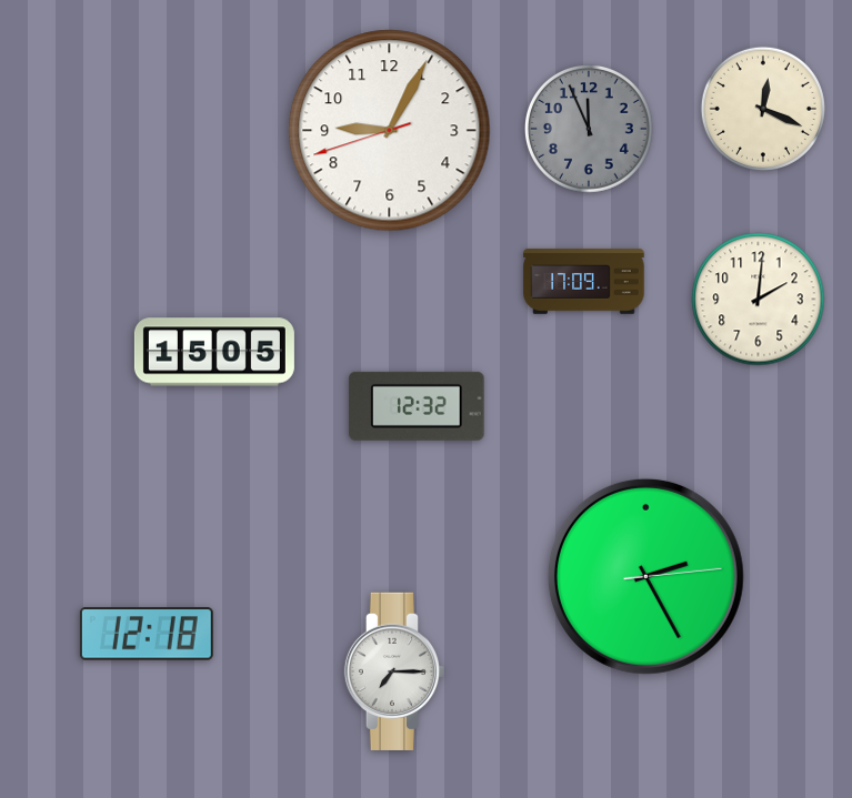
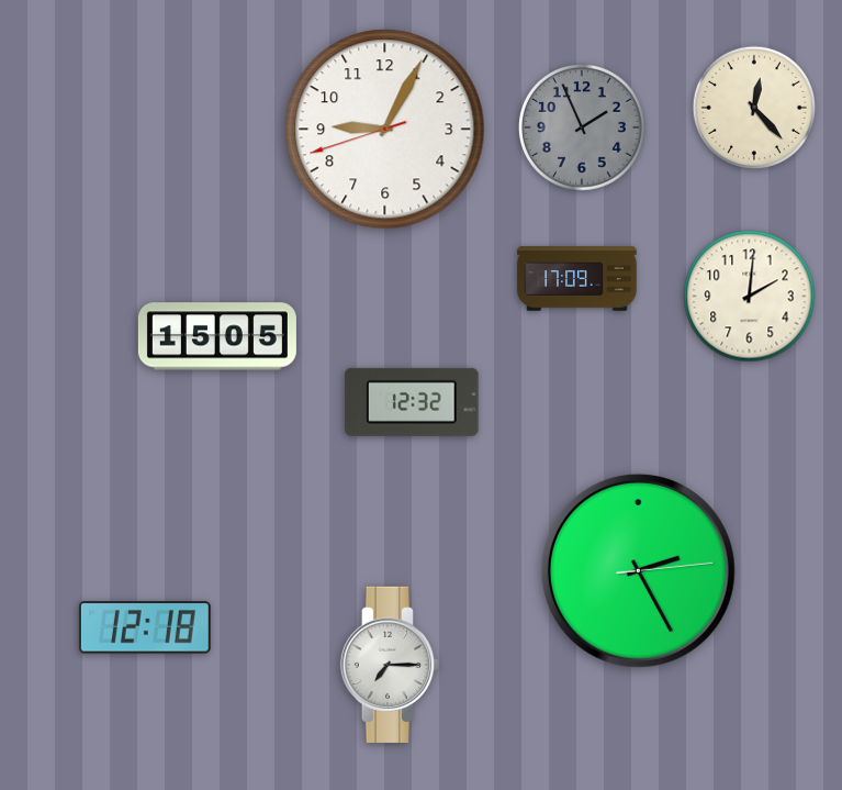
clock at (763, 109): 12:19 -> 12:23
clock at (589, 129): 11:56 -> 1:56
clock at (214, 352) position: (214, 352) -> (217, 336)
